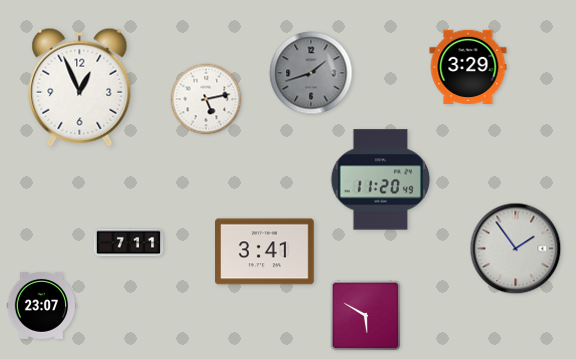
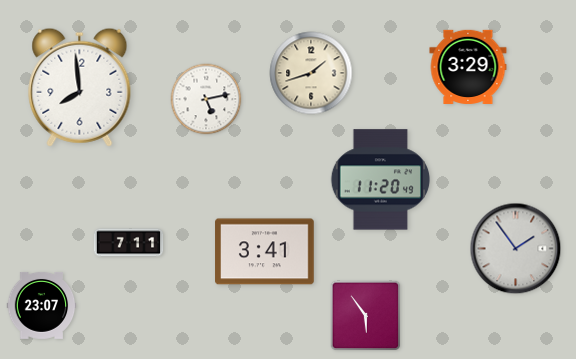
clock at (311, 73) dial: grey -> cream
clock at (80, 87): 12:56 -> 7:59
clock at (366, 316): 5:50 -> 5:54
